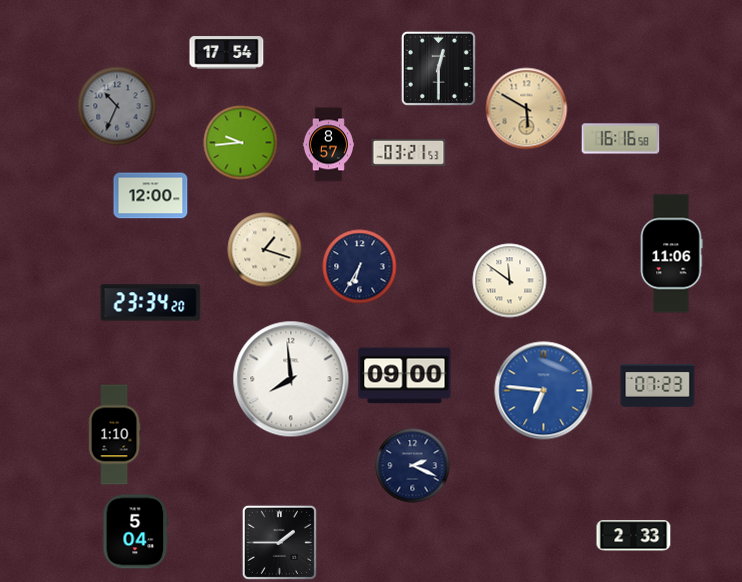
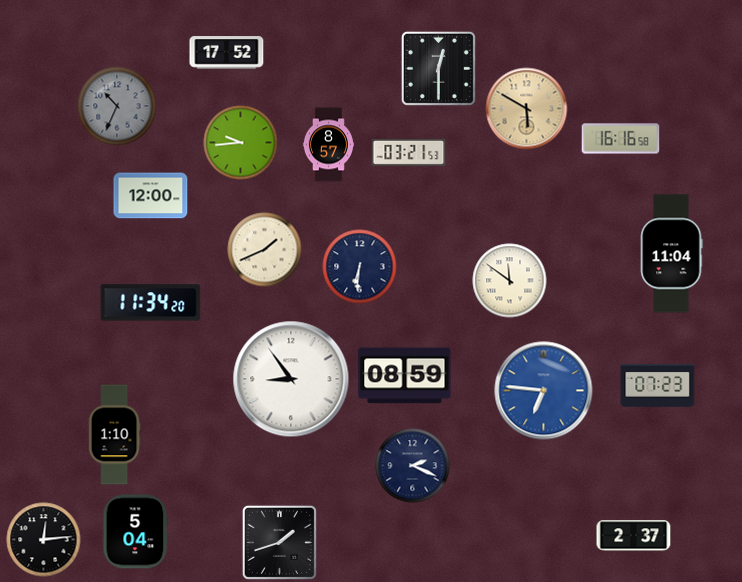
clock at (227, 53): 17:54 -> 17:52
clock at (265, 250): 1:18 -> 1:41
clock at (671, 254): 11:06 -> 11:04
clock at (360, 267): 6:35 -> 6:31
clock at (151, 303): 23:34 -> 11:34
clock at (405, 376): 09:00 -> 08:59
clock at (291, 379): 7:59 -> 8:54
clock at (634, 536): 2:33 -> 2:37
clock at (44, 540): none -> 12:14
clock at (279, 542): 1:45 -> 1:42
